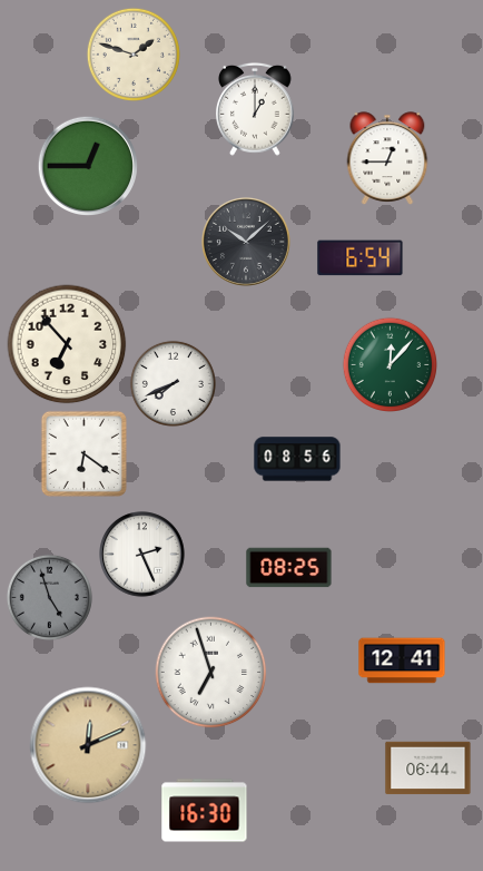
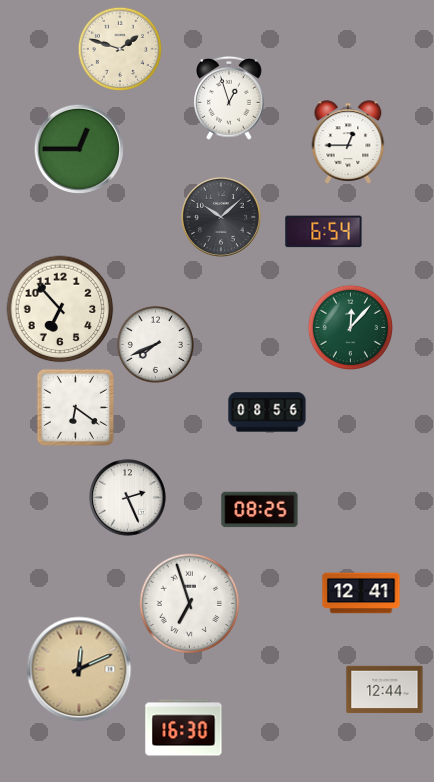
clock at (256, 109): 1:00 -> 12:57
clock at (49, 597): 4:57 -> none
clock at (428, 769): 06:44 -> 12:44
